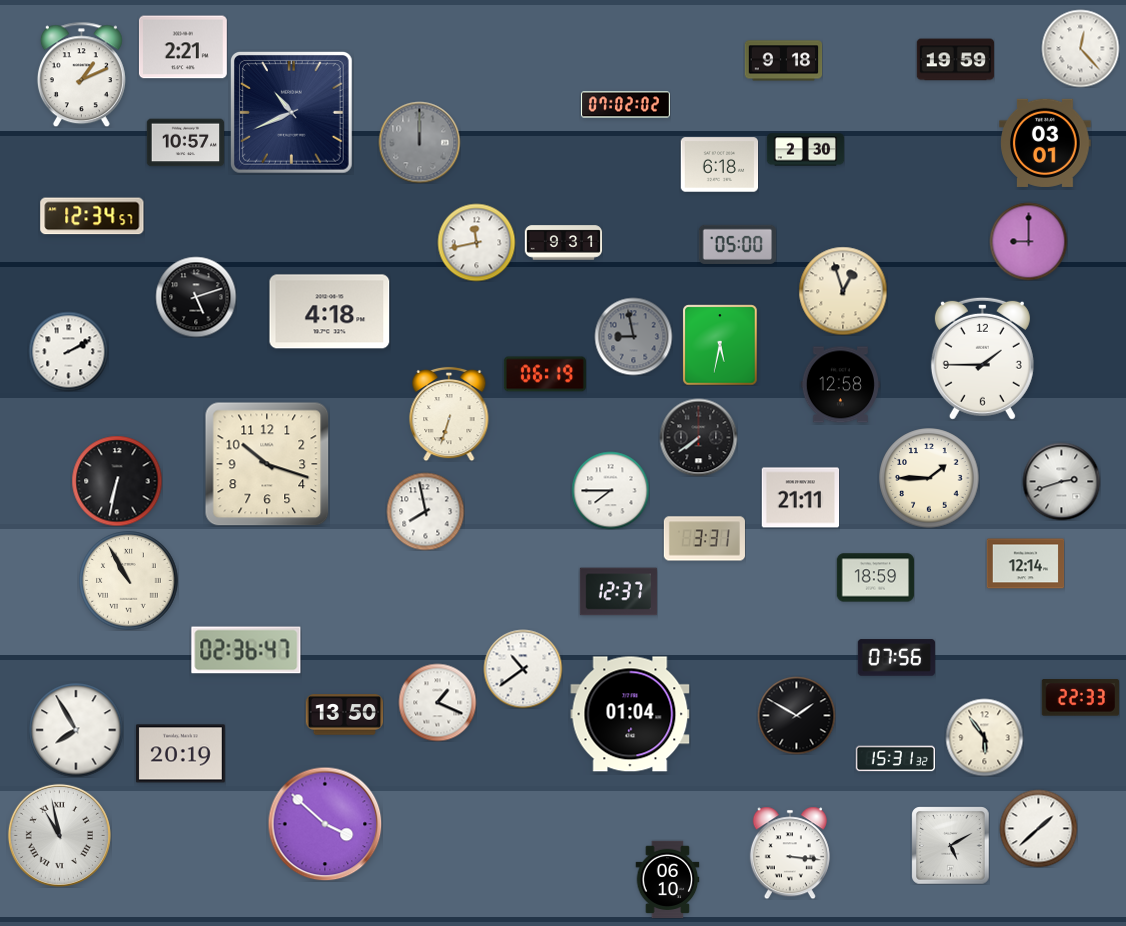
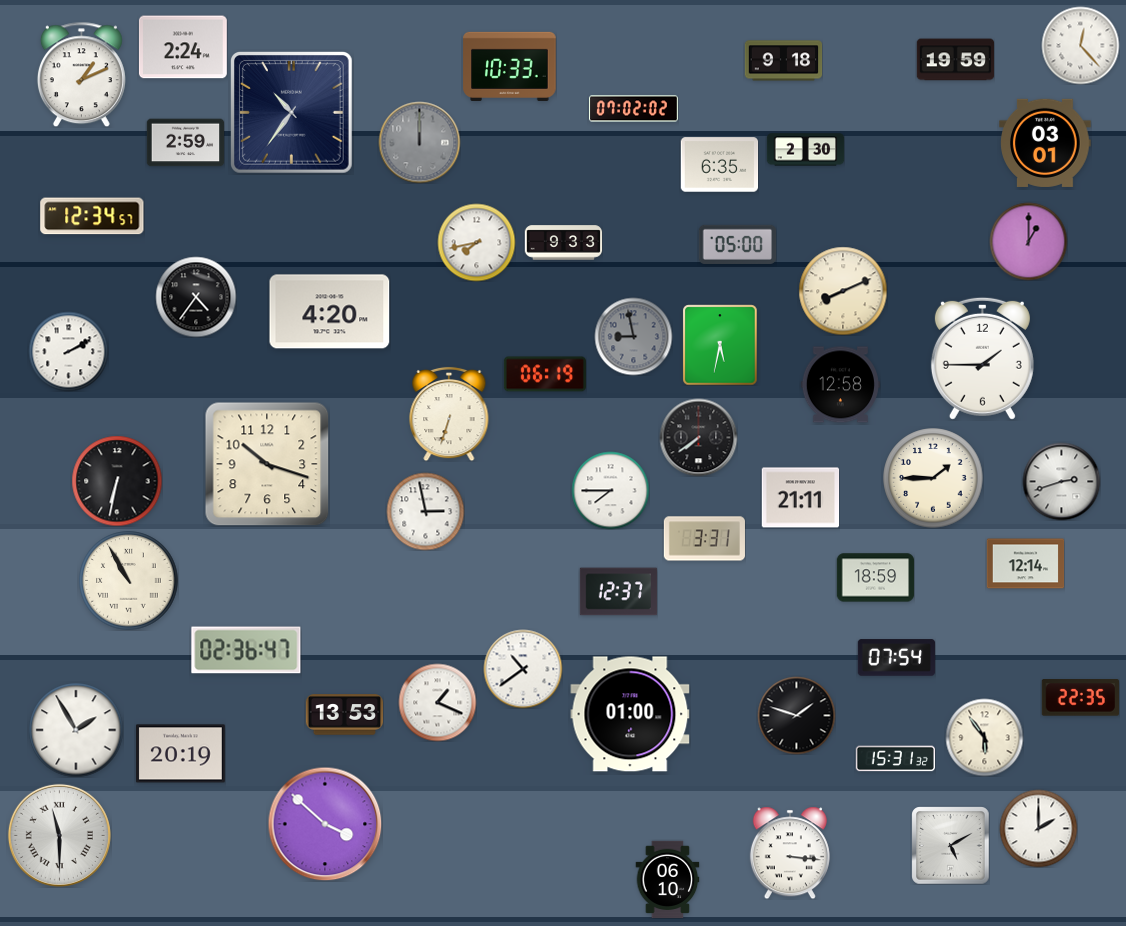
clock at (183, 47): 2:21 -> 2:24
clock at (1080, 48) position: (1080, 48) -> (1080, 45)
clock at (510, 66): none -> 10:33
clock at (626, 105) position: (626, 105) -> (634, 109)
clock at (292, 113): 10:41 -> 10:36
clock at (185, 143): 10:57 -> 2:59
clock at (719, 165): 6:18 -> 6:35
clock at (1028, 241): 9:00 -> 1:00
clock at (476, 242): 11:43 -> 7:43
clock at (563, 243): 9:31 -> 9:33
clock at (843, 291): 12:57 -> 8:11
clock at (196, 297): 5:12 -> 4:36
clock at (330, 312): 4:18 -> 4:20
clock at (929, 478) position: (929, 478) -> (933, 478)
clock at (425, 511): 7:58 -> 2:58
clock at (896, 658): 07:56 -> 07:54
clock at (1080, 698): 22:33 -> 22:35
clock at (630, 714): 01:04 -> 01:00
clock at (344, 715): 13:50 -> 13:53
clock at (796, 715): 1:50 -> 1:48
clock at (76, 730): 7:55 -> 1:55
clock at (1038, 828): 1:38 -> 2:00
clock at (59, 835): 10:58 -> 11:30
